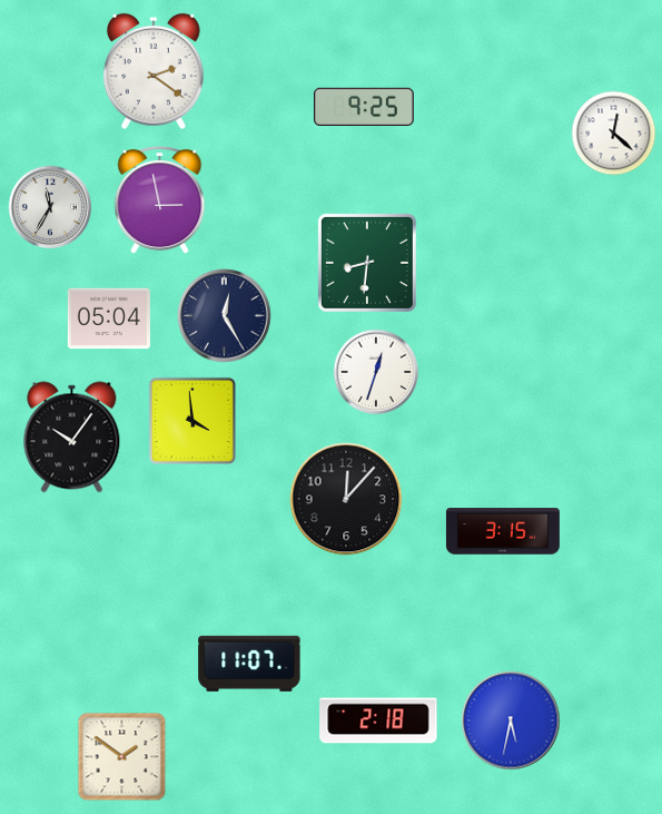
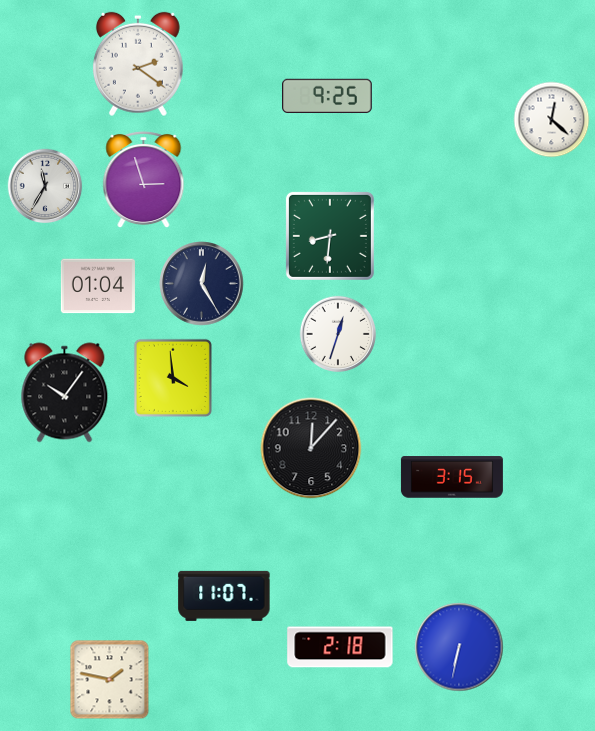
clock at (160, 200): 2:58 -> 2:57
clock at (109, 318): 05:04 -> 01:04
clock at (511, 720): 5:32 -> 6:32
clock at (122, 757): 1:51 -> 1:47
